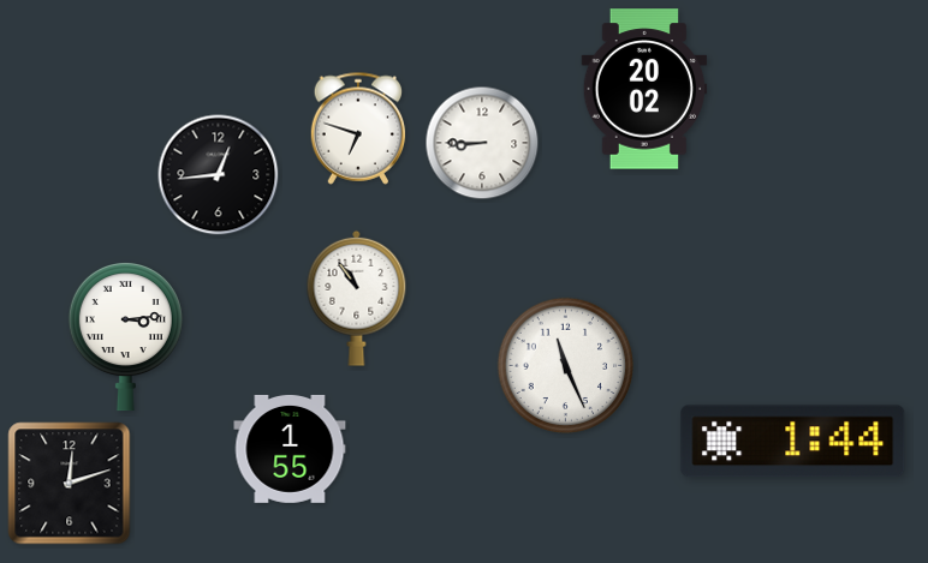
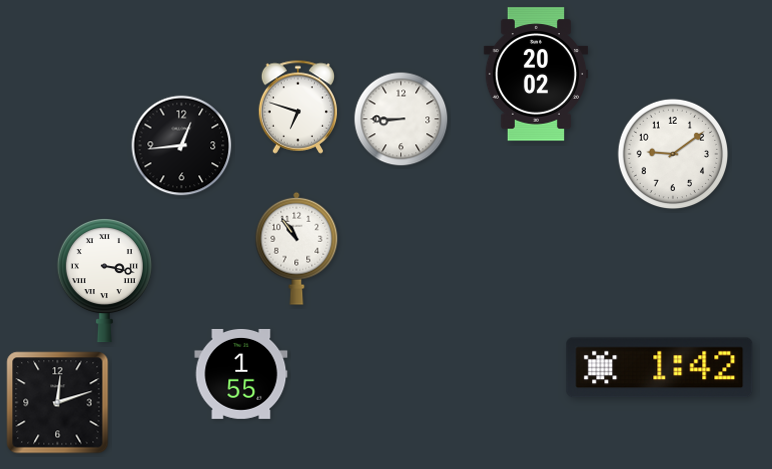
clock at (673, 154): none -> 9:09
clock at (125, 337): 3:14 -> 3:17
clock at (566, 366): 11:26 -> none
clock at (793, 442): 1:44 -> 1:42
